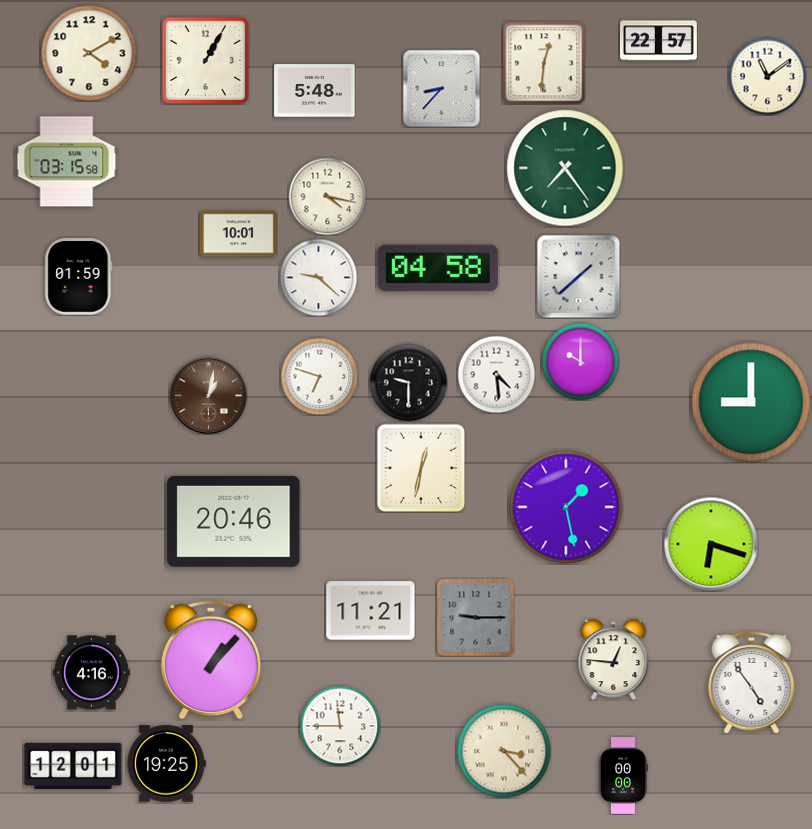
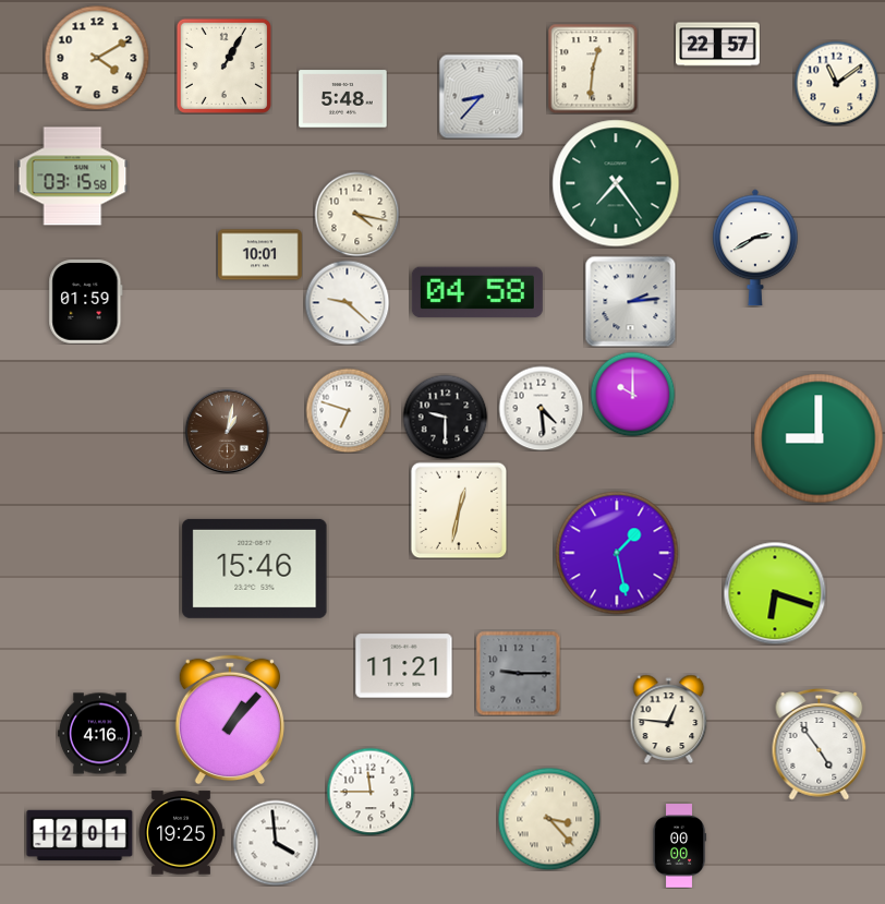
clock at (755, 248): none -> 2:40
clock at (578, 276): 1:38 -> 2:14
clock at (234, 521): 20:46 -> 15:46
clock at (276, 843): none -> 3:59
